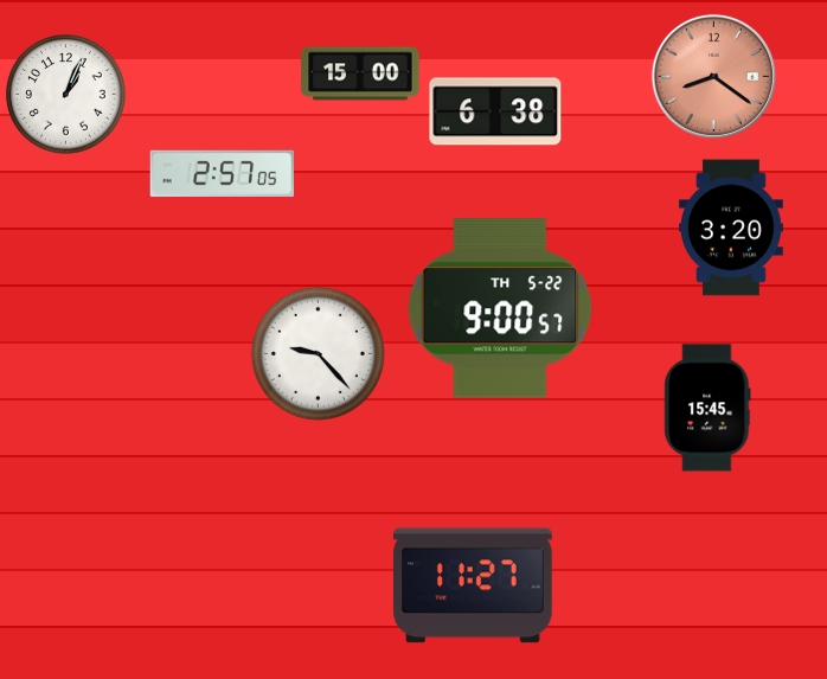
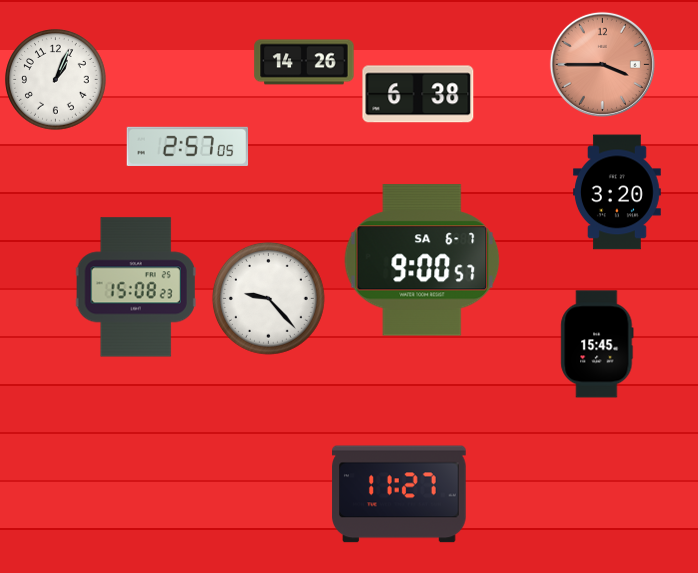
clock at (360, 73): 15:00 -> 14:26
clock at (713, 76): 8:21 -> 3:45
clock at (500, 308) date: TH 5-22 -> SA 6-7
clock at (136, 287): none -> 15:08
